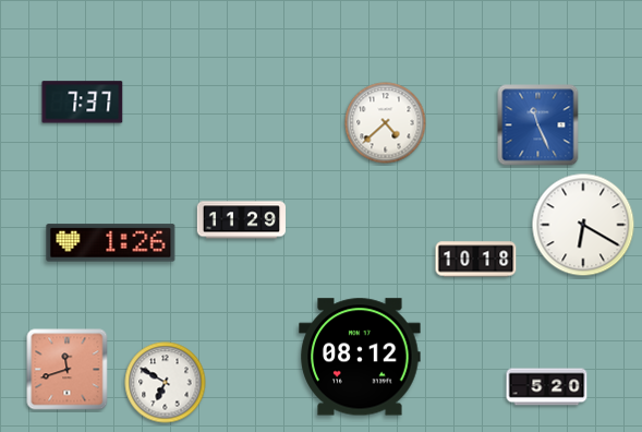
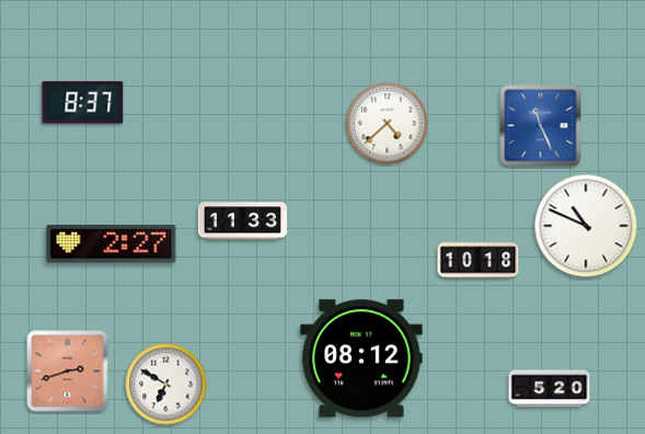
clock at (83, 103): 7:37 -> 8:37
clock at (241, 220): 11:29 -> 11:33
clock at (583, 225): 6:20 -> 10:49
clock at (111, 243): 1:26 -> 2:27
clock at (68, 370): 11:42 -> 2:42
